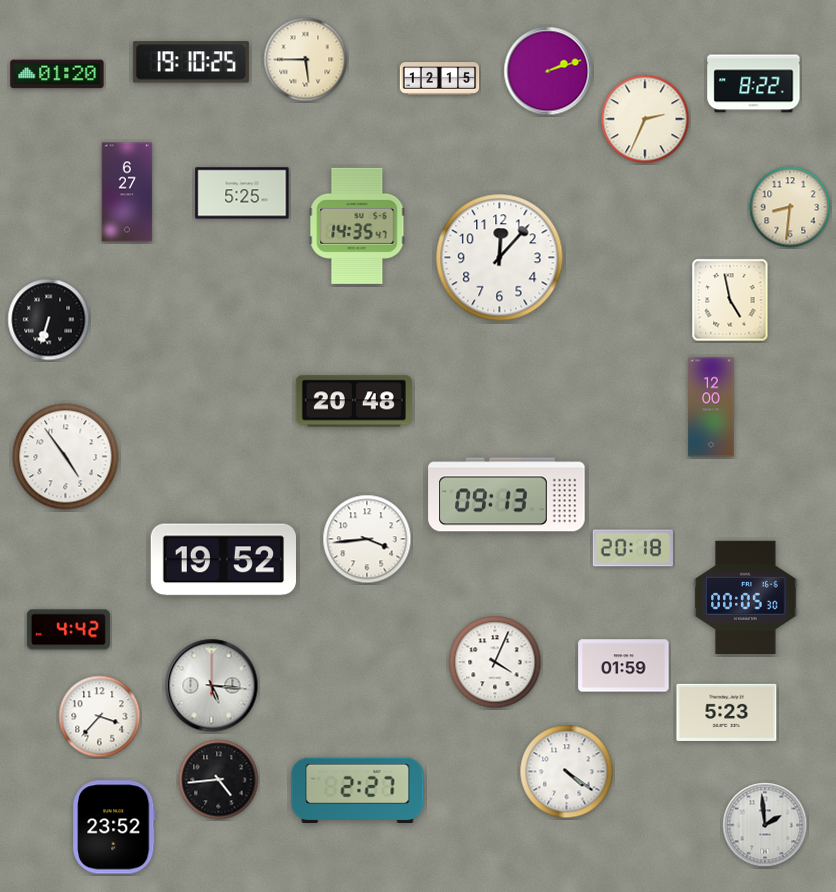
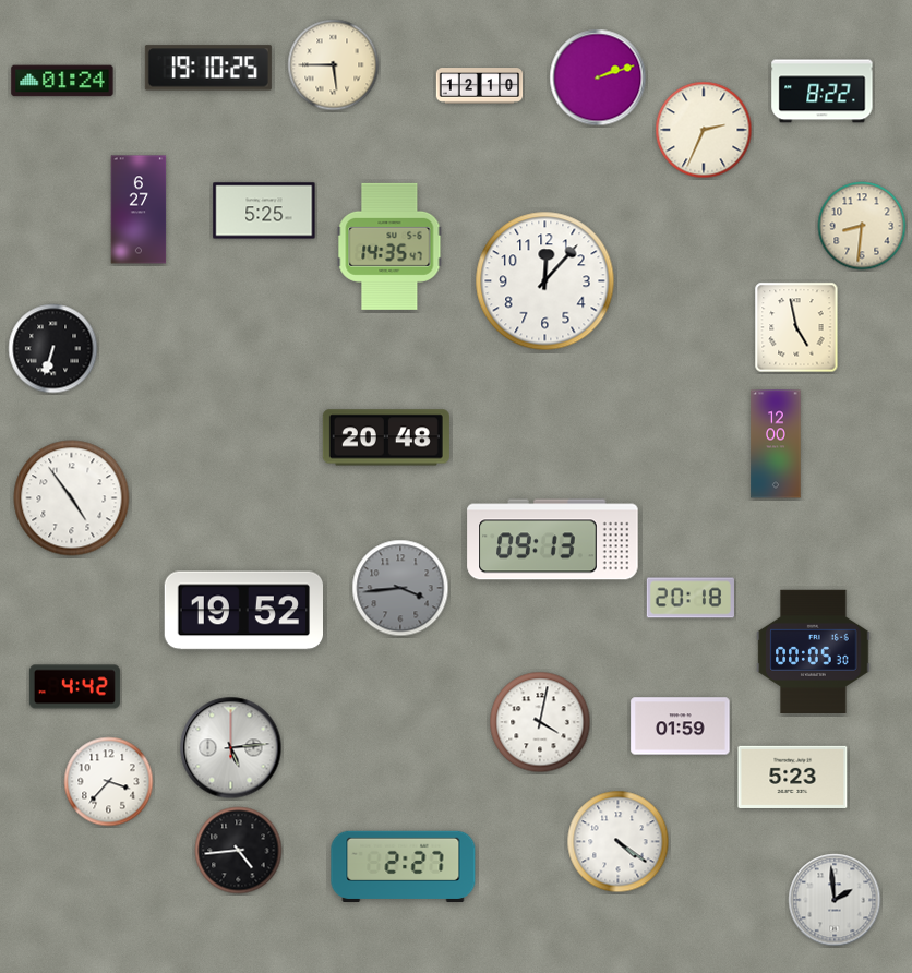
clock at (57, 74): 01:20 -> 01:24
clock at (440, 79): 12:15 -> 12:10
clock at (367, 539) dial: white -> grey
clock at (495, 662): 4:04 -> 4:02
clock at (212, 686): 5:16 -> 5:14
clock at (358, 790) position: (358, 790) -> (404, 866)
clock at (114, 827): 23:52 -> none
